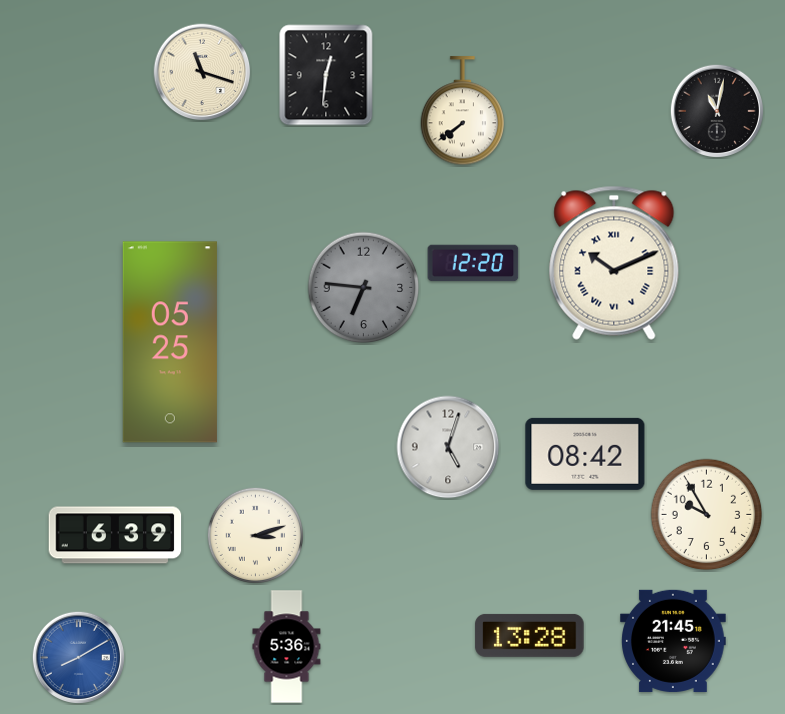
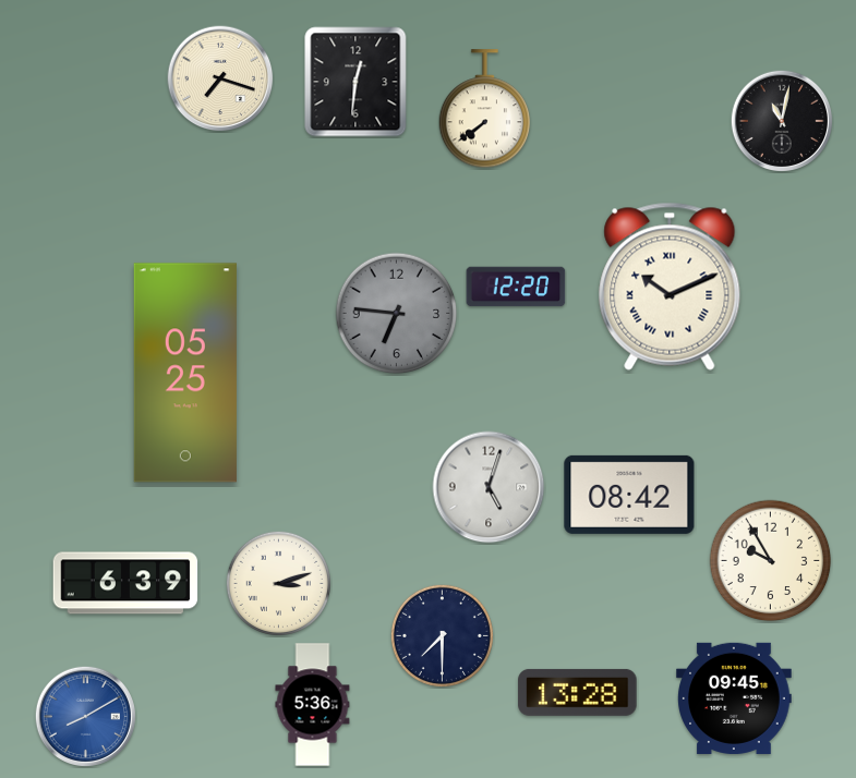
clock at (202, 72): 11:18 -> 7:18
clock at (463, 111) position: (463, 111) -> (485, 109)
clock at (585, 454) position: (585, 454) -> (629, 495)
clock at (442, 635): none -> 7:30
clock at (673, 641): 21:45 -> 09:45
